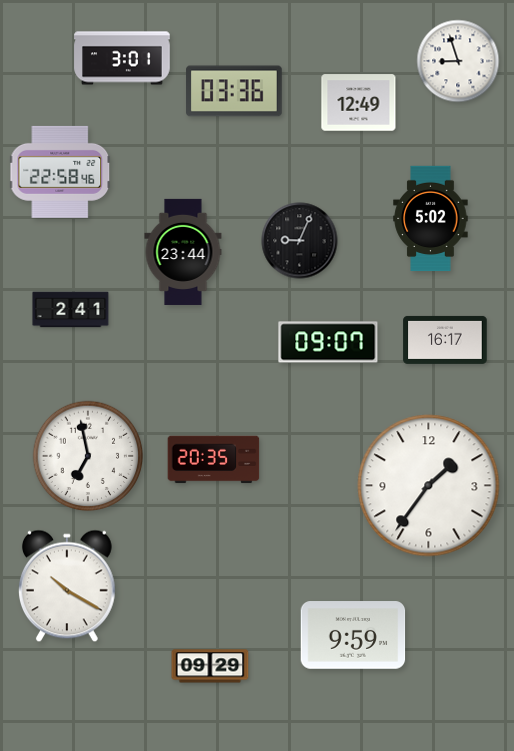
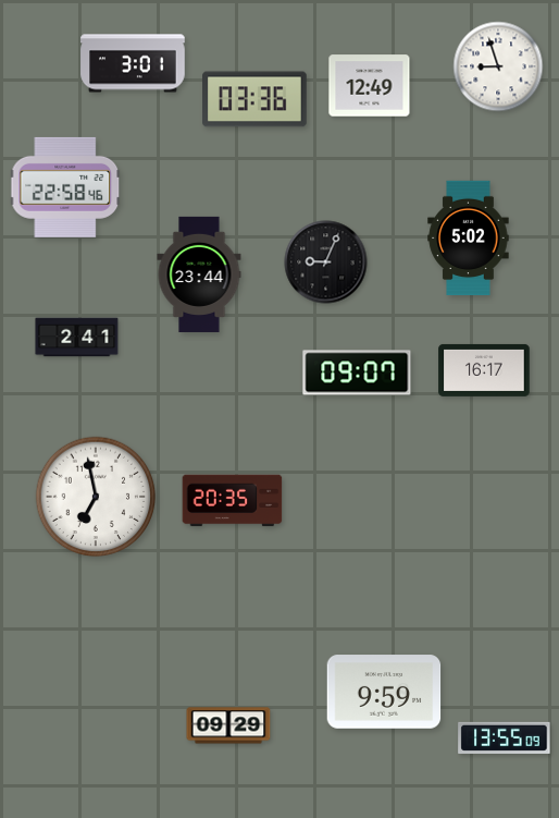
clock at (359, 103) position: (359, 103) -> (370, 86)
clock at (429, 486): 1:36 -> none
clock at (67, 586): 10:20 -> none
clock at (505, 737): none -> 13:55
